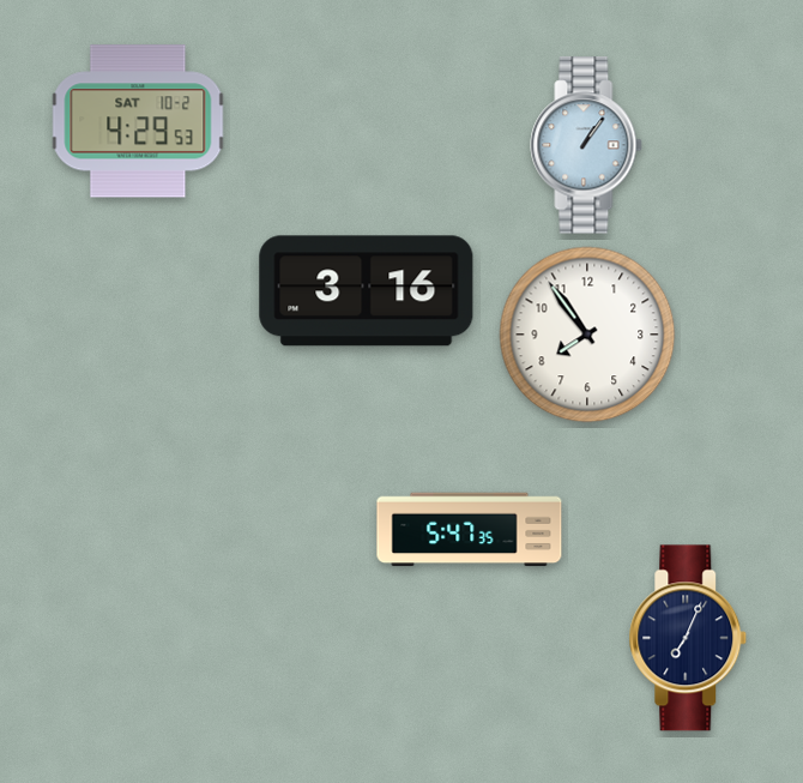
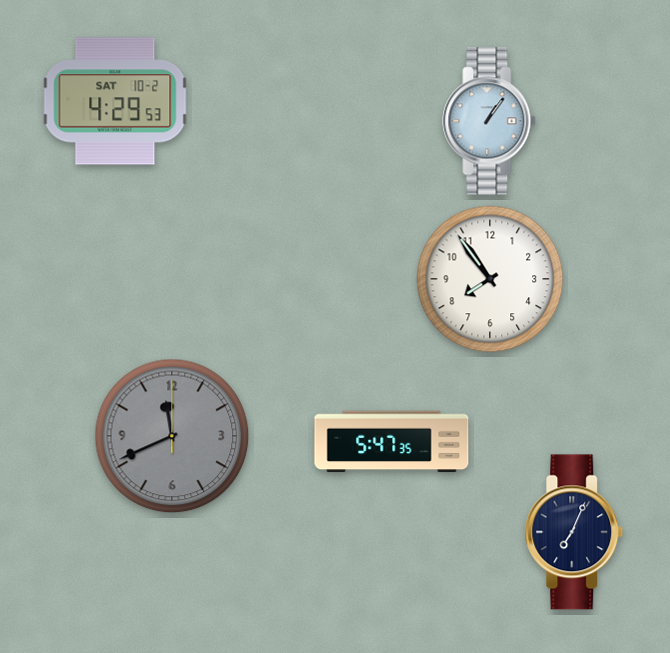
clock at (367, 291): 3:16 -> none
clock at (172, 436): none -> 11:41
